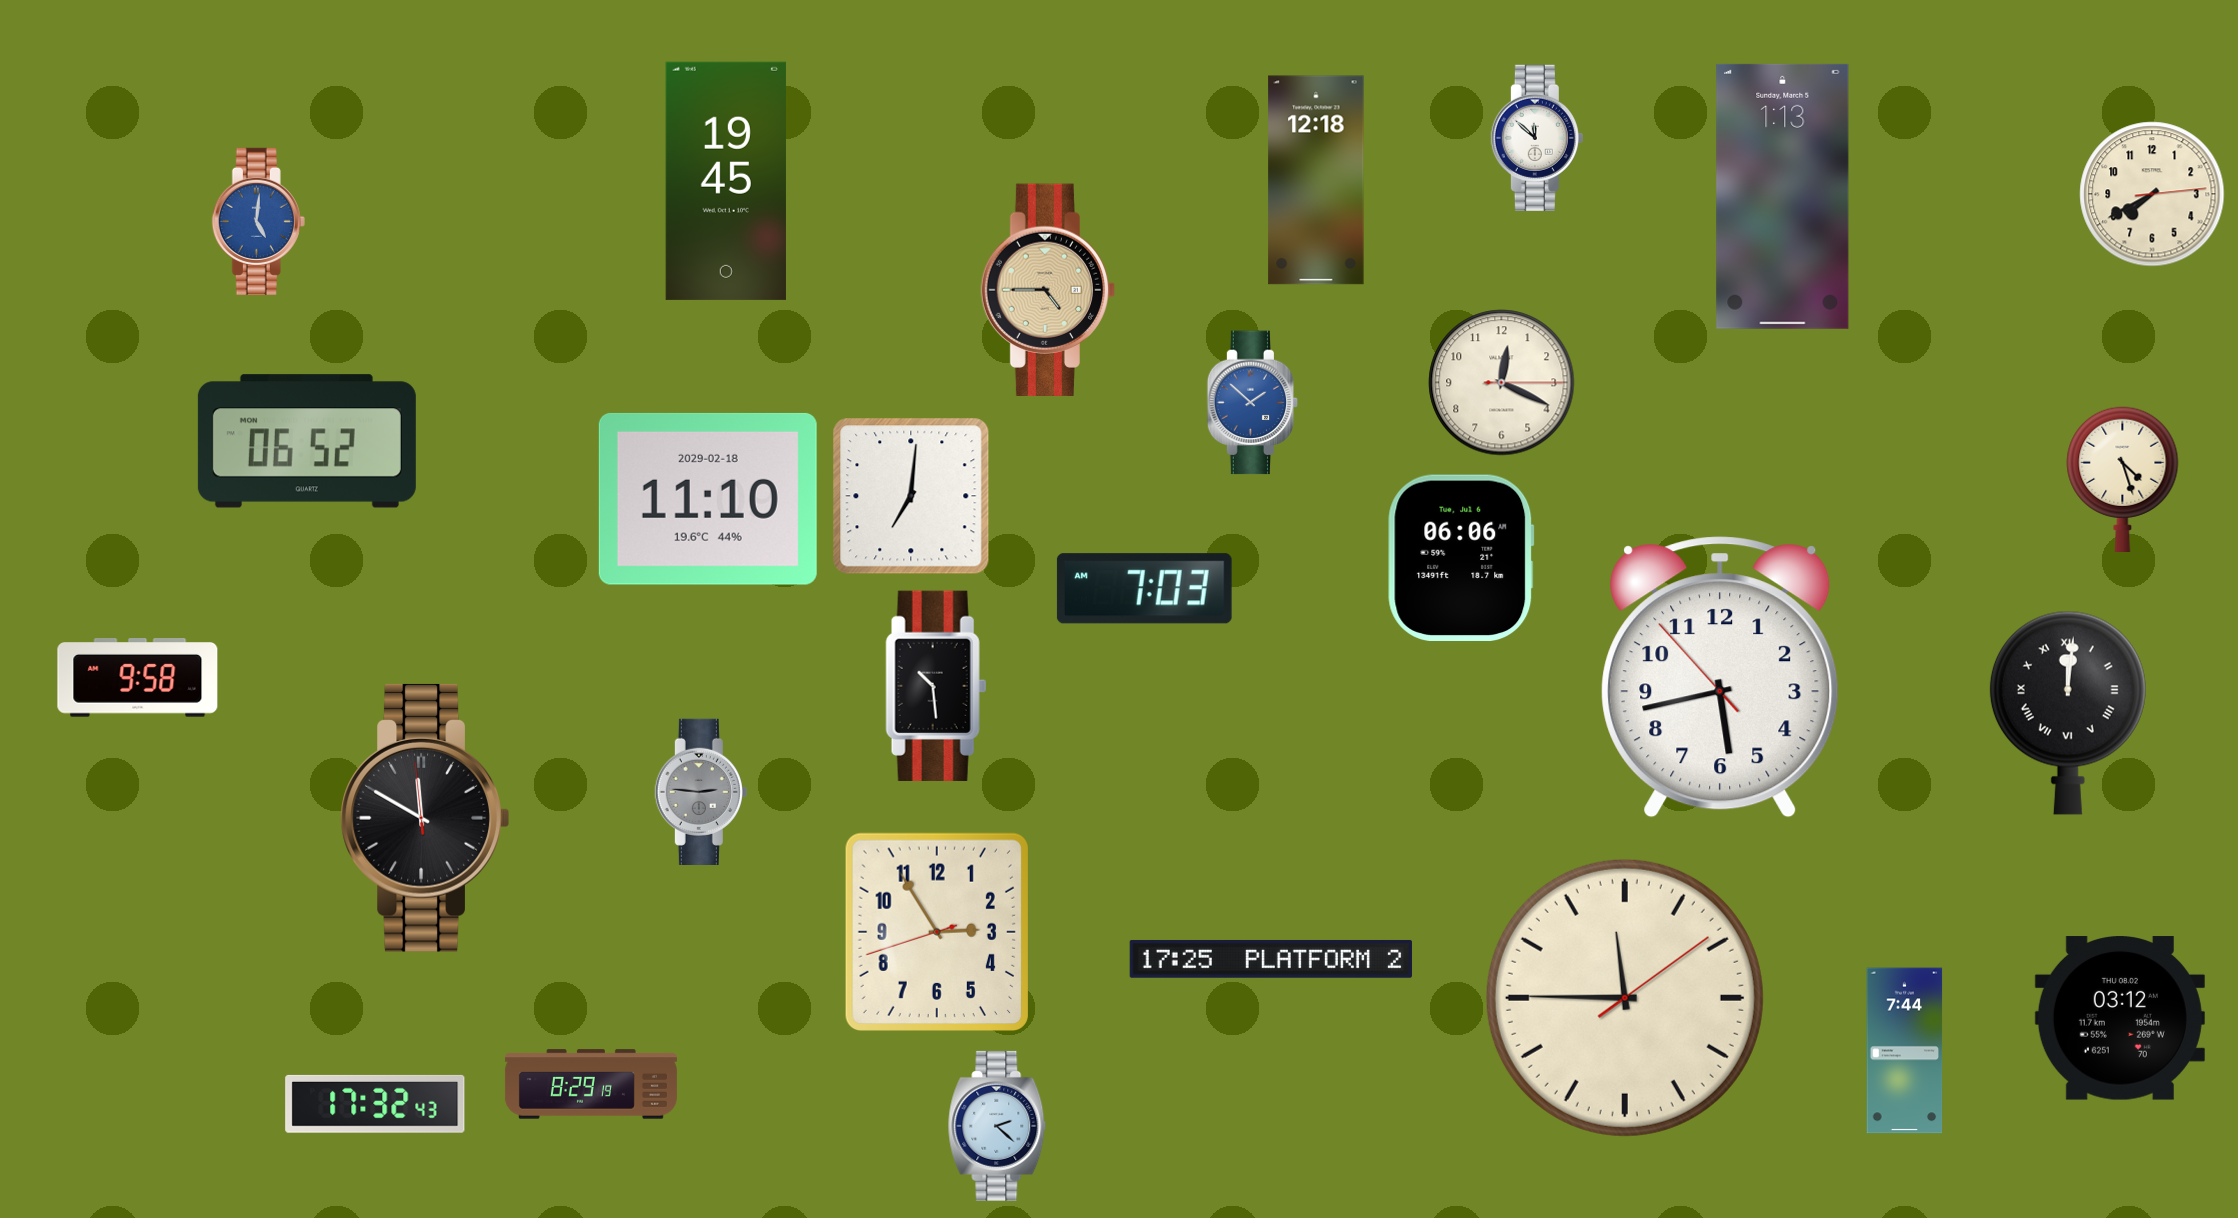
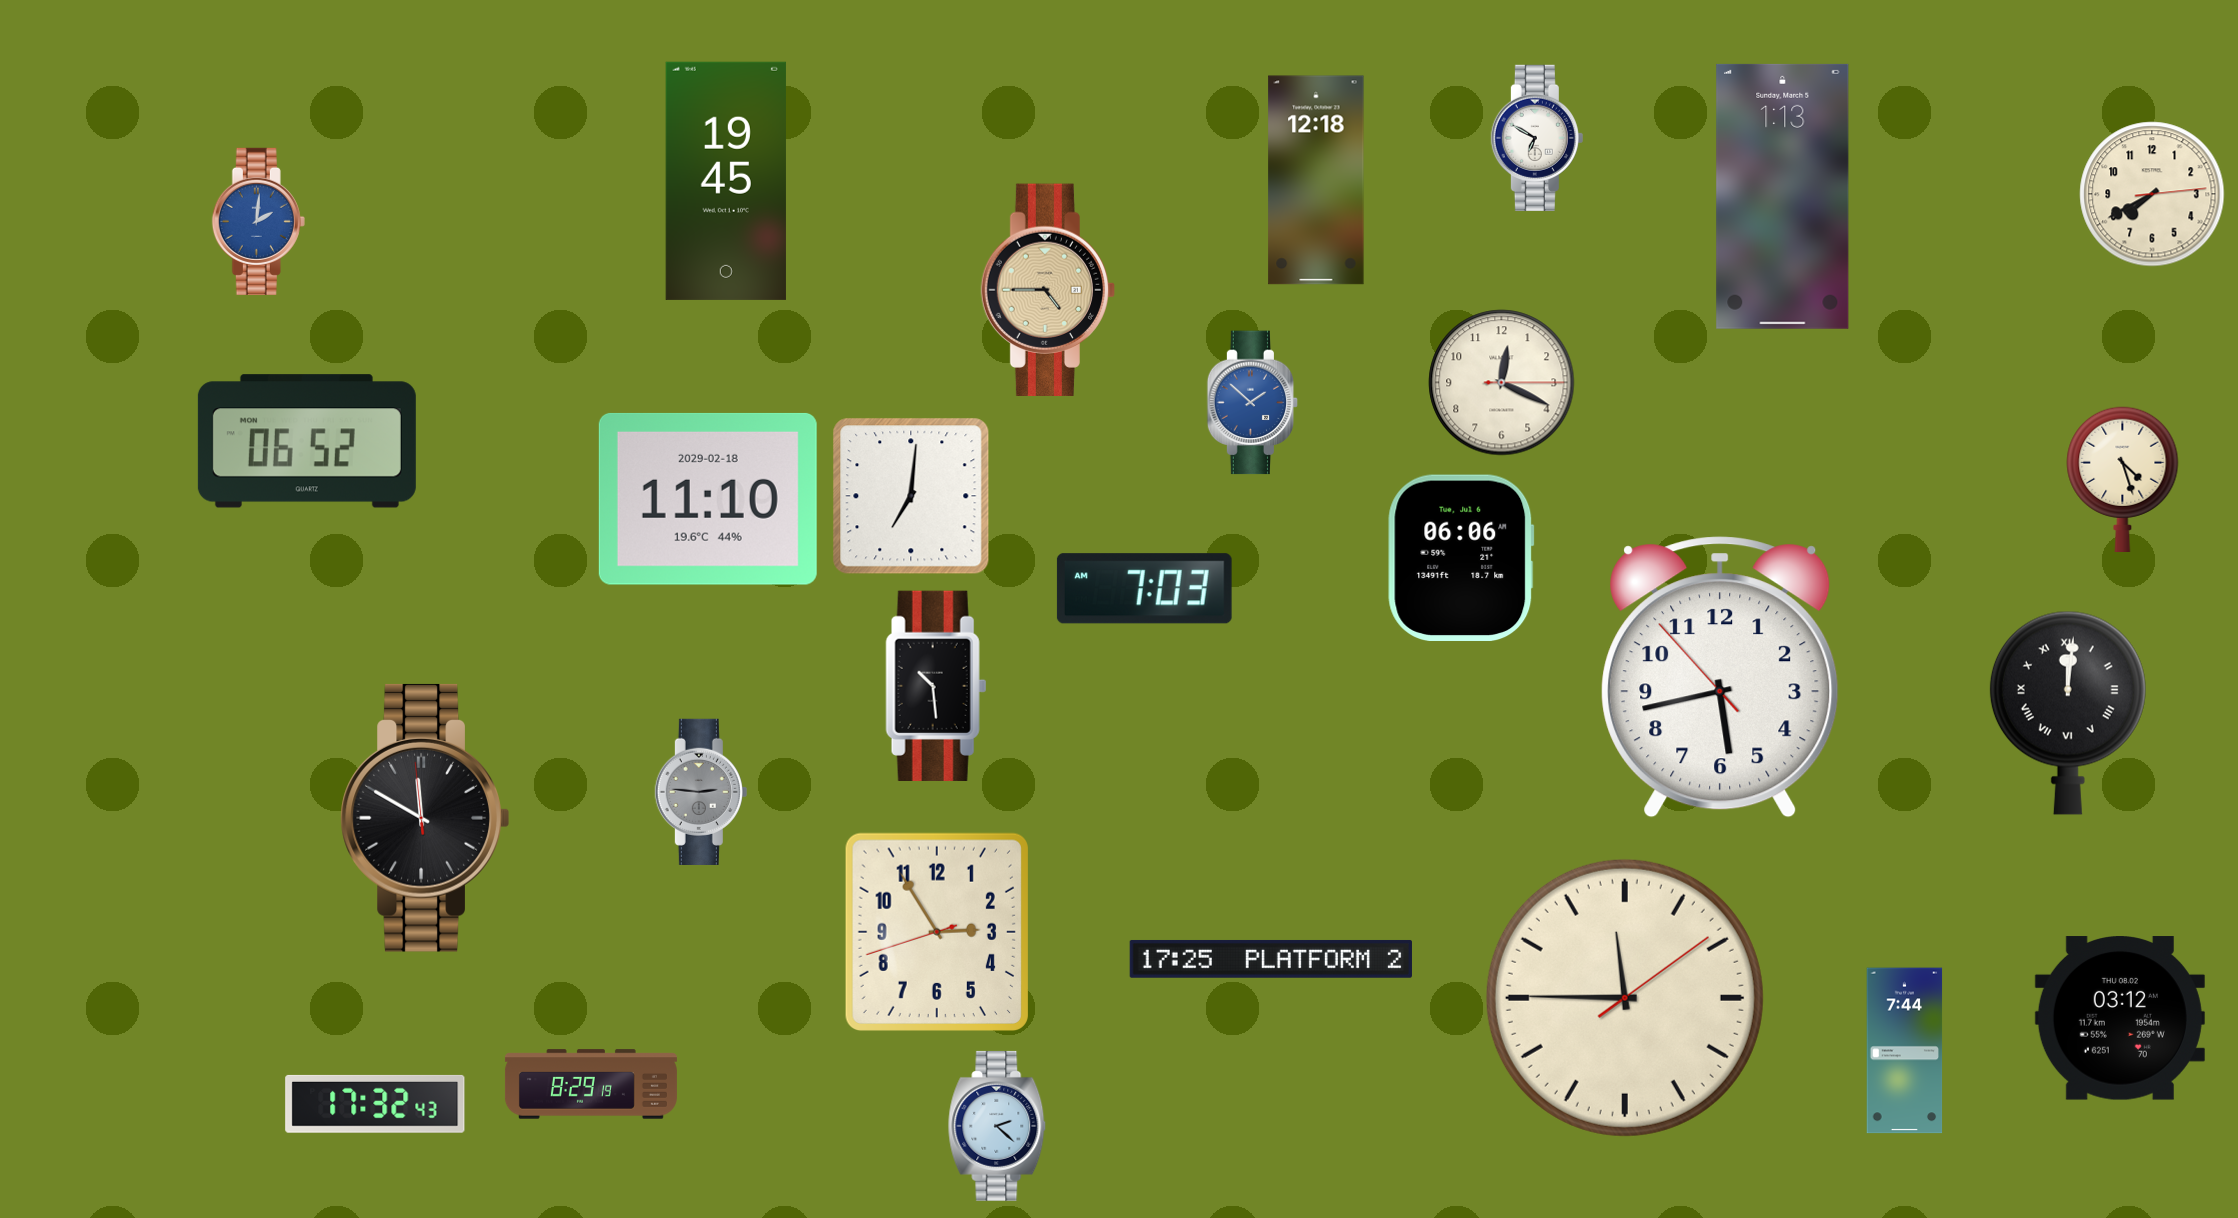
clock at (1537, 138): 11:52 -> 6:50
clock at (258, 221): 5:01 -> 2:01
clock at (138, 678): 9:58 -> none
